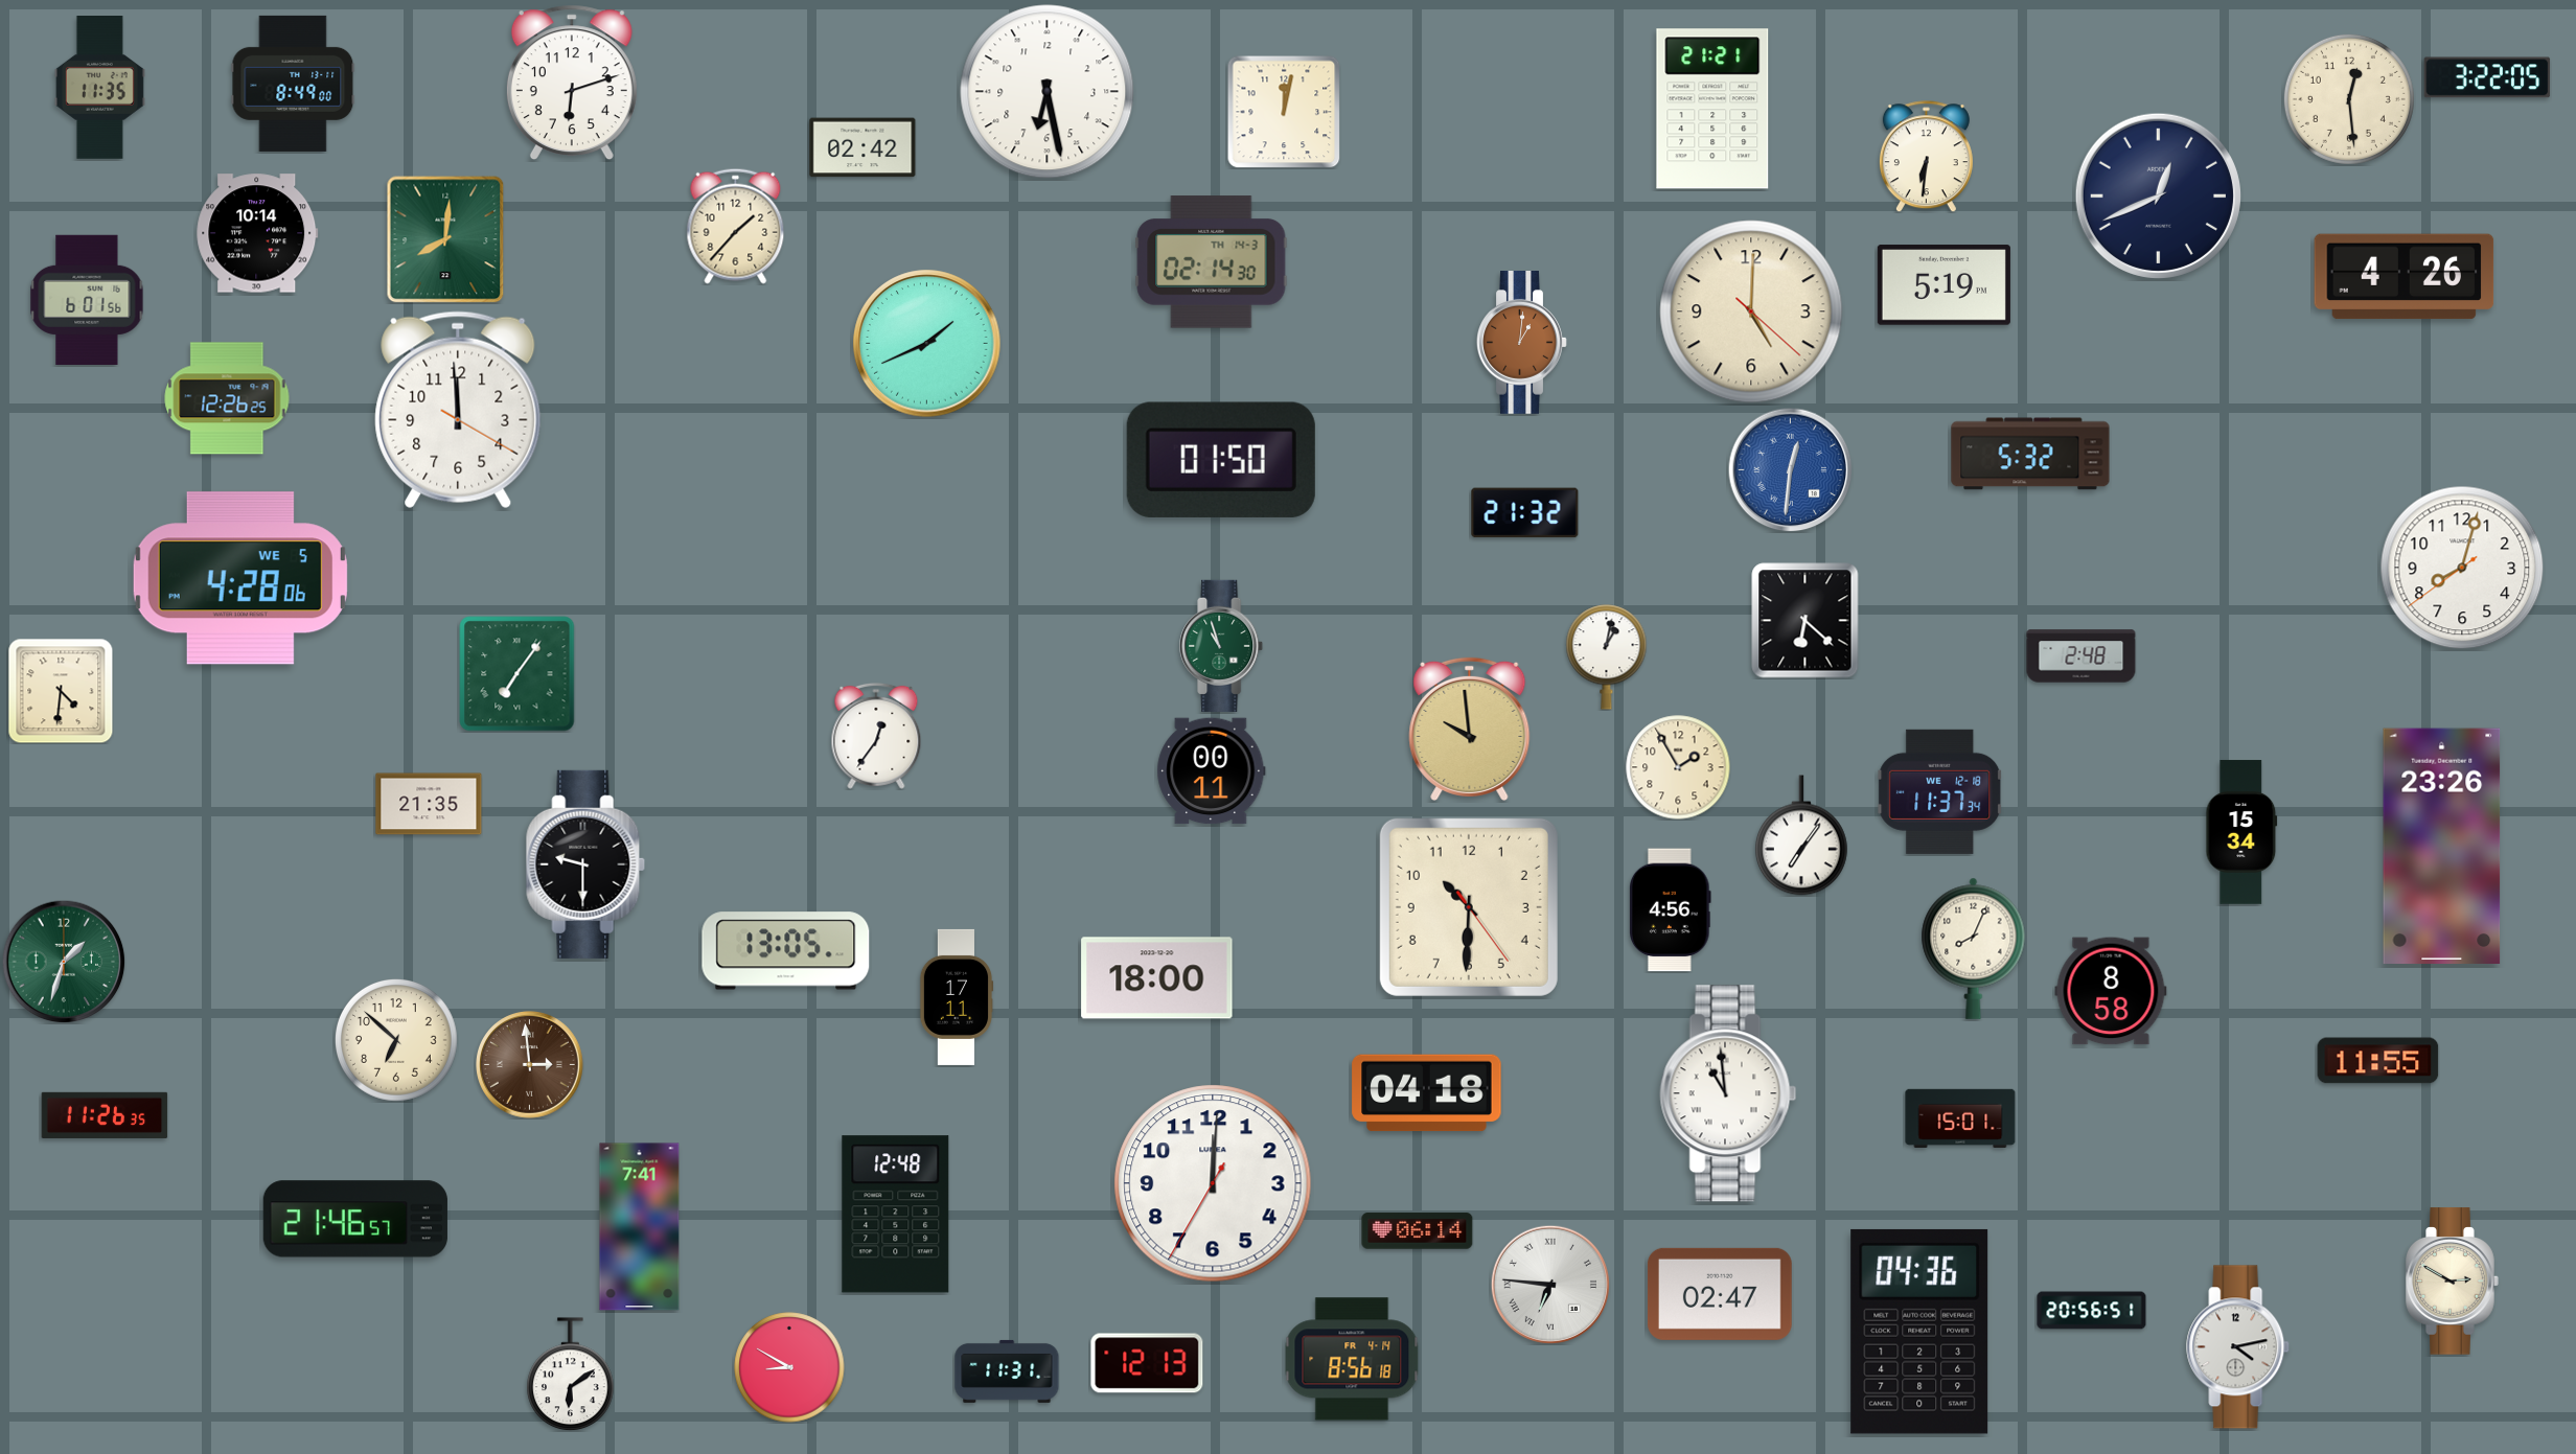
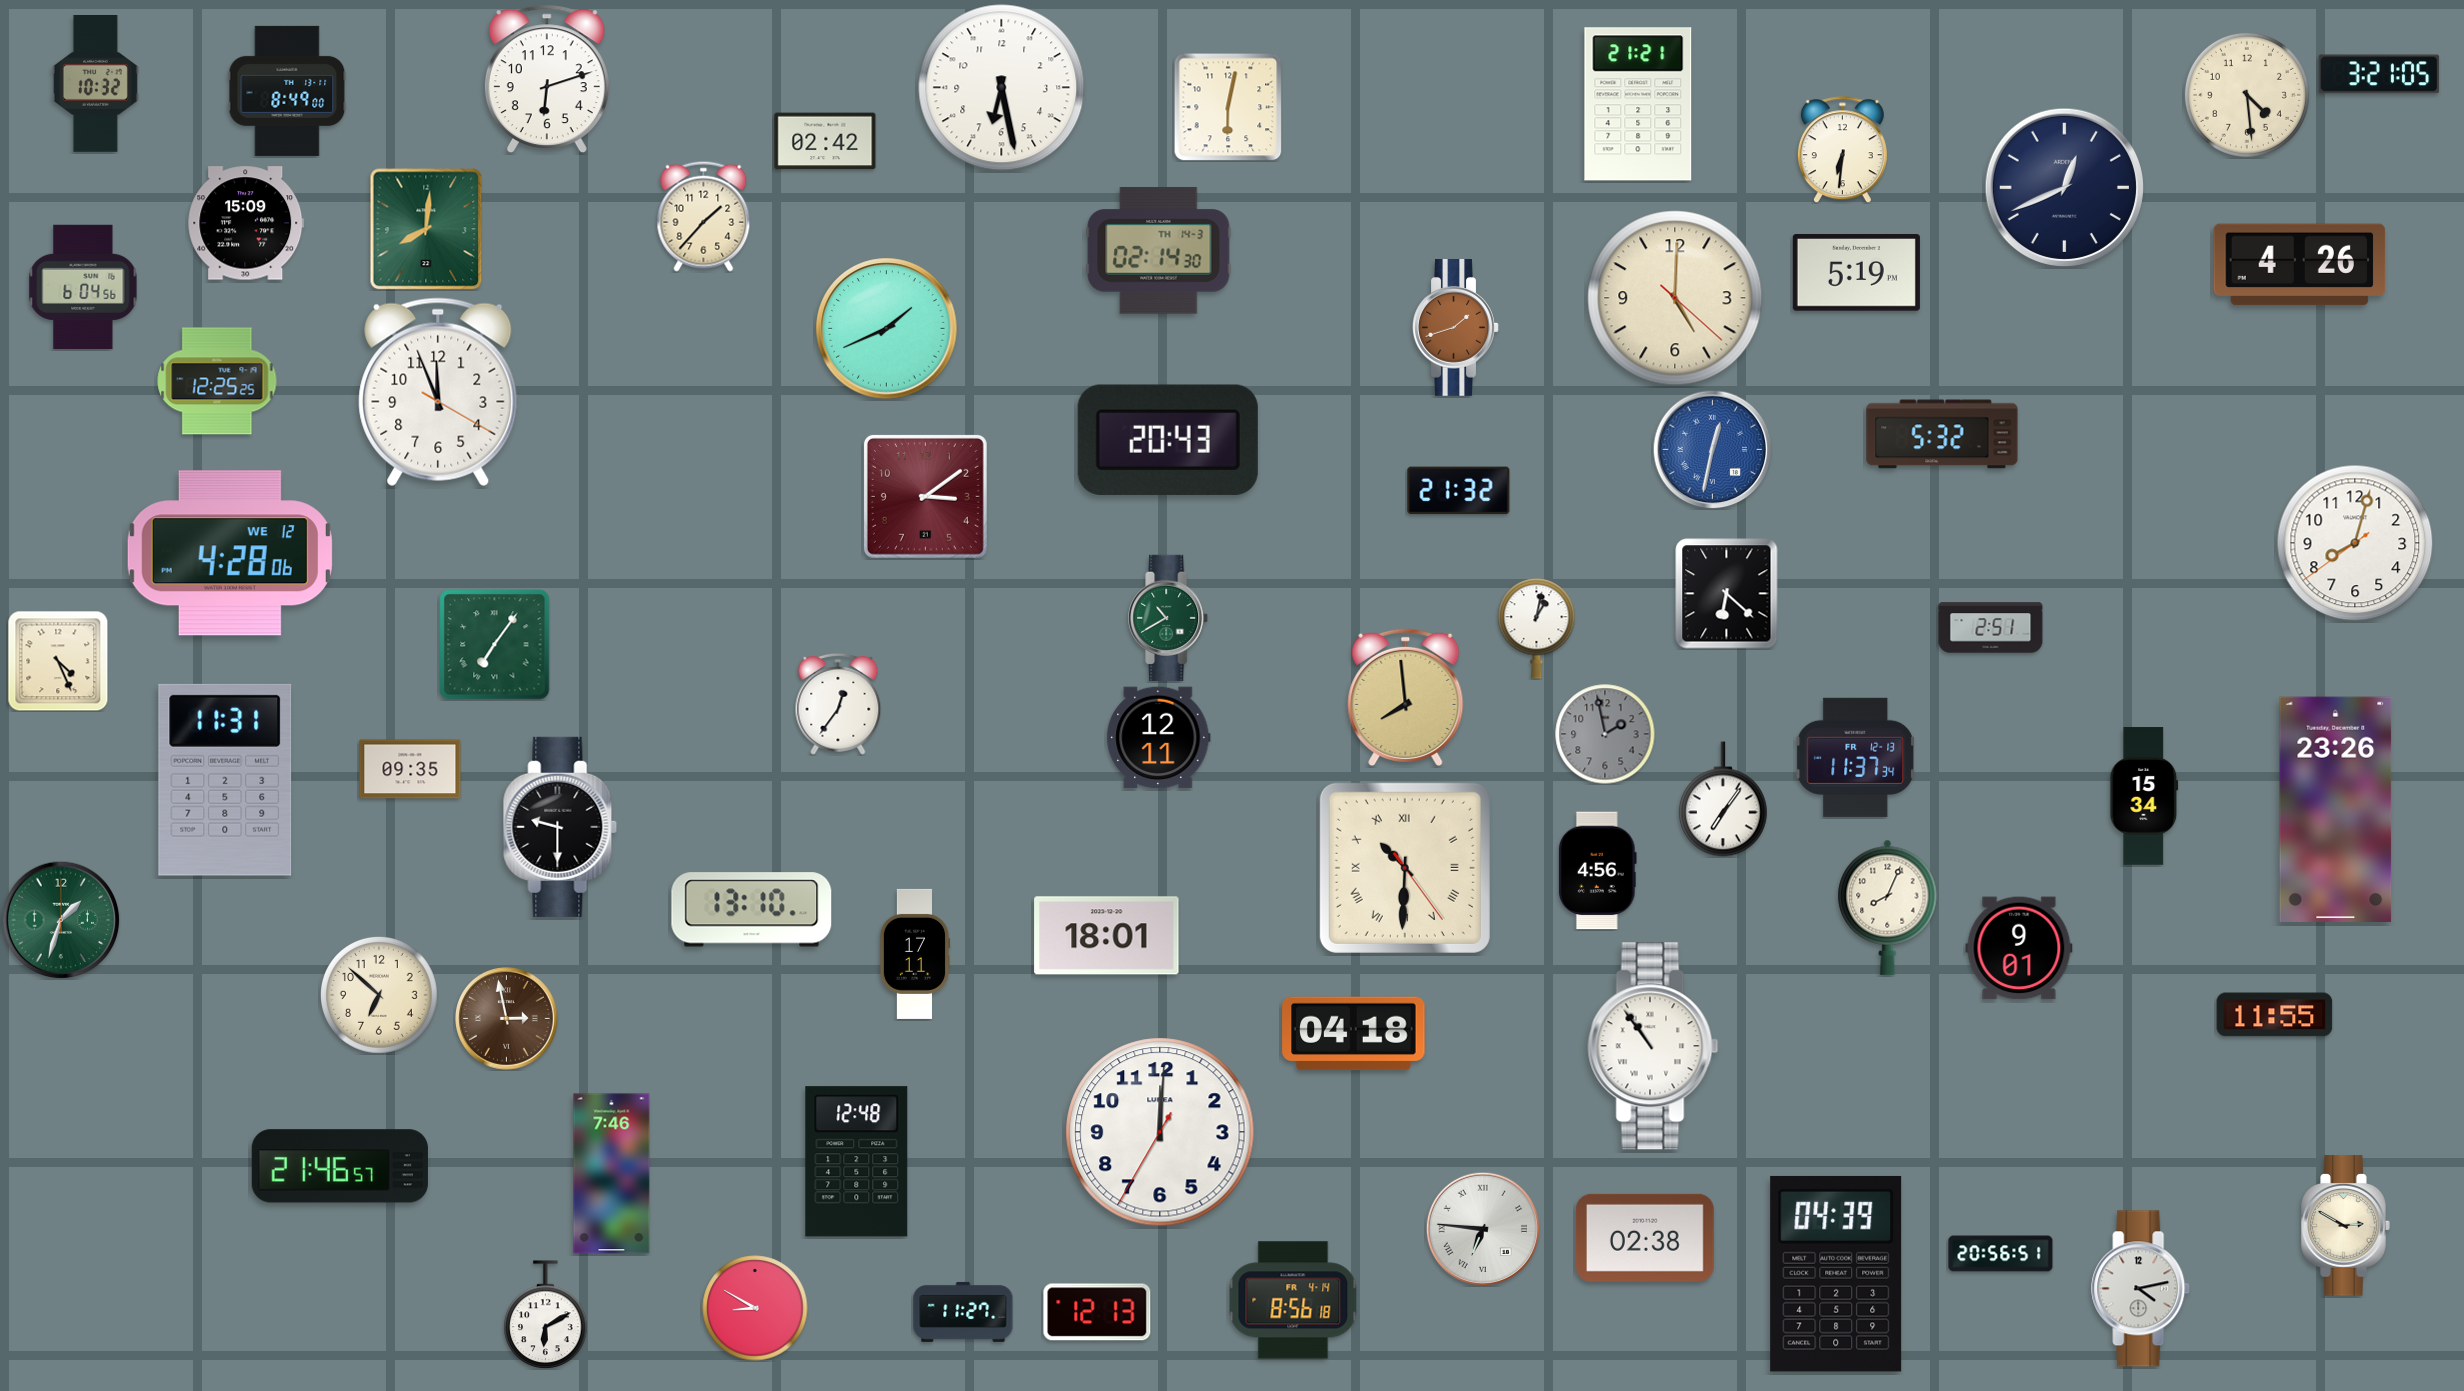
clock at (2487, 77): 3:22 -> 3:21
clock at (293, 84) position: (293, 84) -> (287, 91)
clock at (99, 88): 11:35 -> 10:32
clock at (2349, 99): 12:29 -> 4:29
clock at (1284, 112): 12:02 -> 6:02
clock at (257, 233): 10:14 -> 15:09
clock at (1943, 285) position: (1943, 285) -> (1856, 273)
clock at (87, 299): 6:01 -> 6:04
clock at (1522, 343): 1:01 -> 1:42
clock at (227, 398): 12:26 -> 12:25
clock at (458, 410): 11:59 -> 11:56
clock at (1221, 460): 01:50 -> 20:43
clock at (1790, 469): 12:31 -> 12:32
clock at (925, 496): none -> 3:09
clock at (240, 578) date: WE 5 -> WE 12
clock at (1222, 646): 10:57 -> 10:40
clock at (2081, 656): 2:48 -> 2:51
clock at (61, 691): 4:31 -> 4:26
clock at (1470, 729): 9:59 -> 7:59
clock at (1678, 767): 1:55 -> 1:58
clock at (1678, 767) dial: cream -> grey
clock at (1212, 771): 00:11 -> 12:11
clock at (1940, 791) date: WE 12-18 -> FR 12-13
clock at (429, 804): 21:35 -> 09:35
clock at (225, 780): none -> 11:31
clock at (1469, 907) numerals: Arabic -> Roman
clock at (786, 951): 13:05 -> 13:10
clock at (1157, 978): 18:00 -> 18:01
clock at (2111, 991): 8:58 -> 9:01
clock at (530, 1065): 2:59 -> 2:58
clock at (1427, 1093) position: (1427, 1093) -> (1354, 1034)
clock at (1728, 1093): 10:59 -> 10:54
clock at (105, 1115): 11:26 -> none
clock at (1960, 1118): 15:01 -> none
clock at (640, 1227): 7:41 -> 7:46
clock at (1418, 1231): 06:14 -> none
clock at (1720, 1294): 02:47 -> 02:38
clock at (1919, 1332): 04:36 -> 04:39
clock at (1147, 1363) position: (1147, 1363) -> (1097, 1312)
clock at (1007, 1371): 11:31 -> 11:27
clock at (571, 1375): 6:09 -> 6:10
